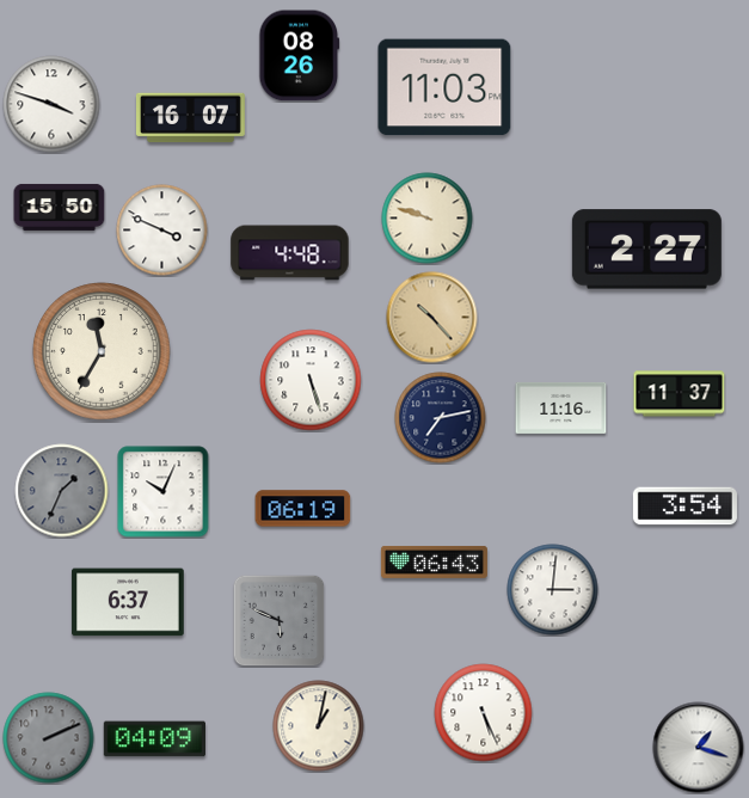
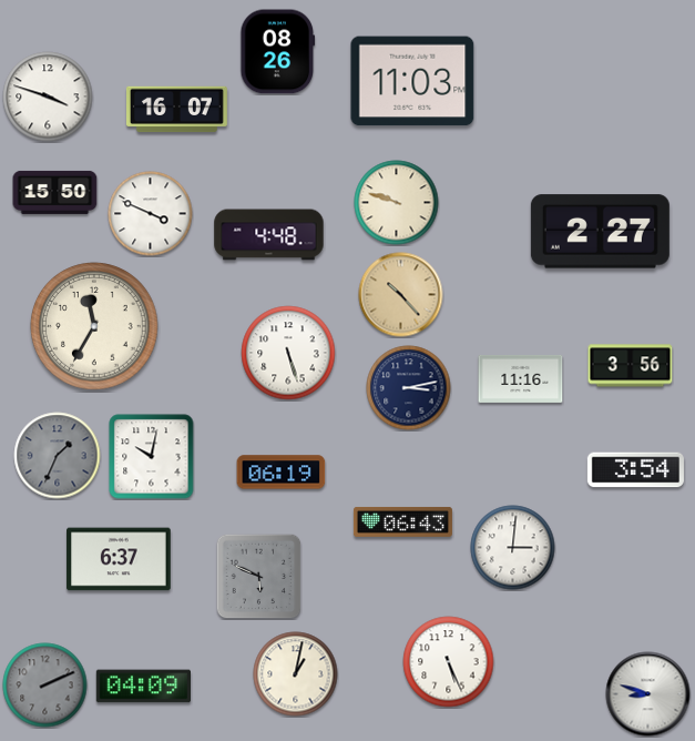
clock at (680, 394): 11:37 -> 3:56
clock at (441, 418): 7:13 -> 3:13
clock at (164, 492): 10:04 -> 10:02
clock at (699, 748): 1:18 -> 8:48
